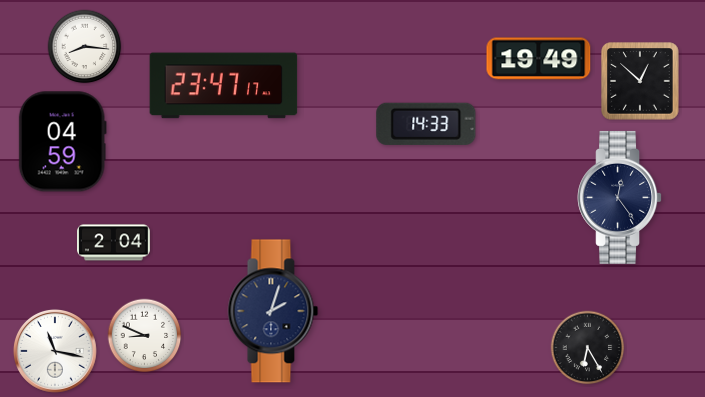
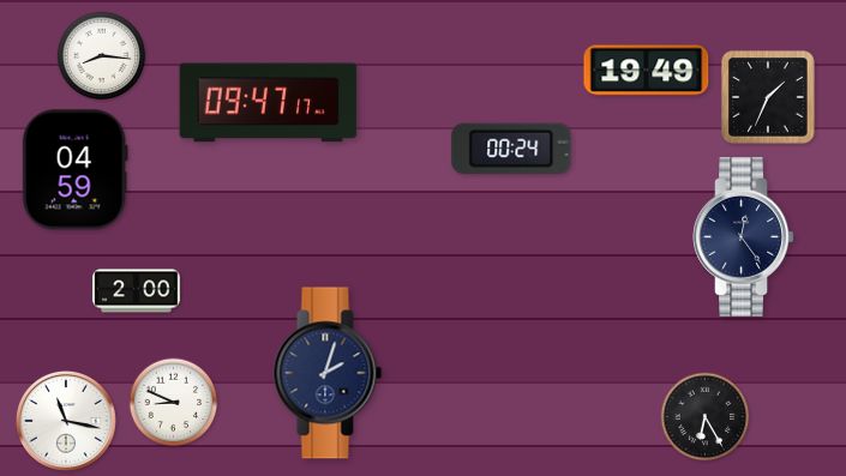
clock at (640, 81): 12:52 -> 1:34
clock at (224, 86): 23:47 -> 09:47
clock at (426, 124): 14:33 -> 00:24
clock at (114, 243): 2:04 -> 2:00
